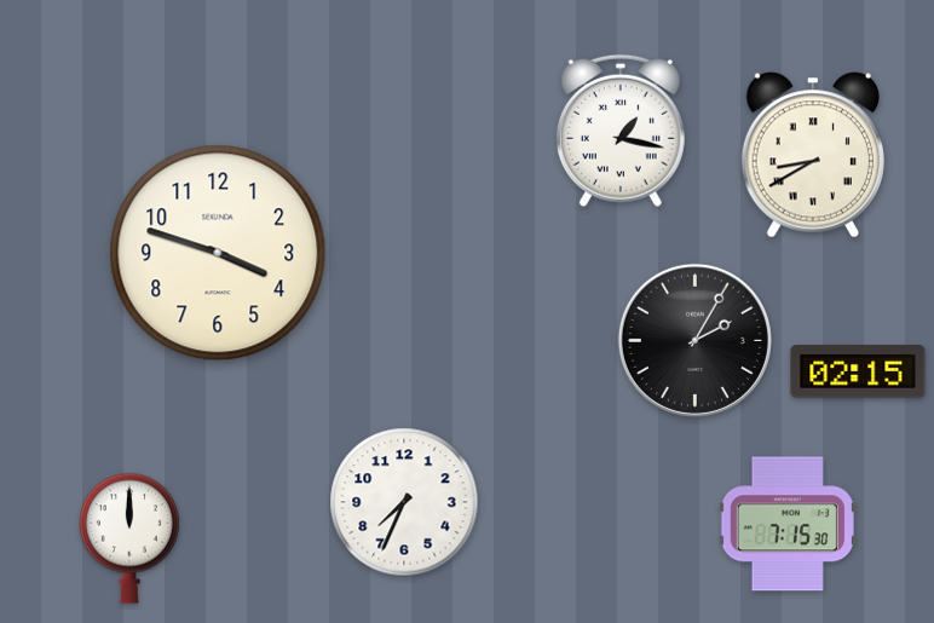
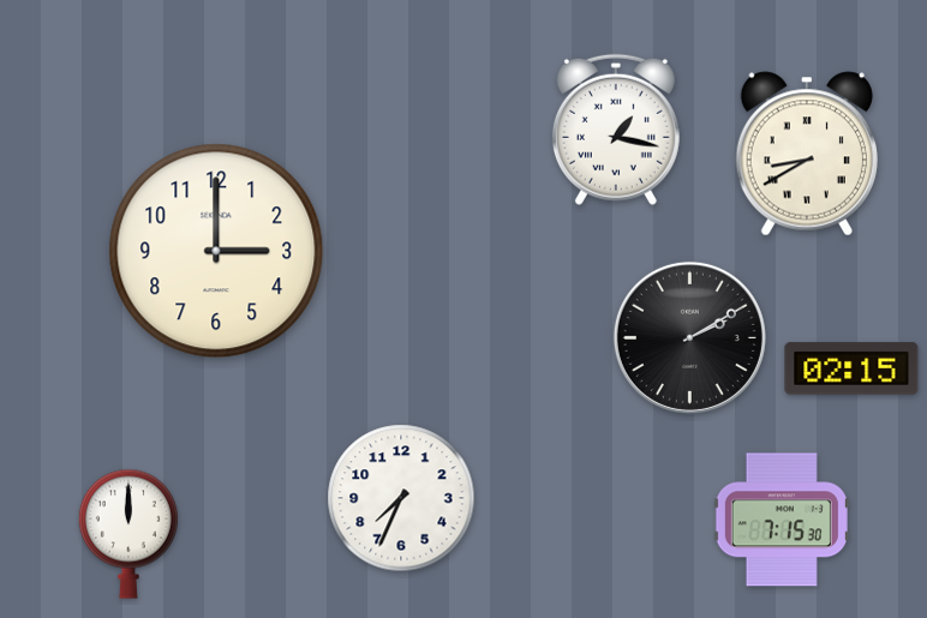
clock at (218, 253): 3:48 -> 3:00
clock at (694, 340): 2:05 -> 2:10
